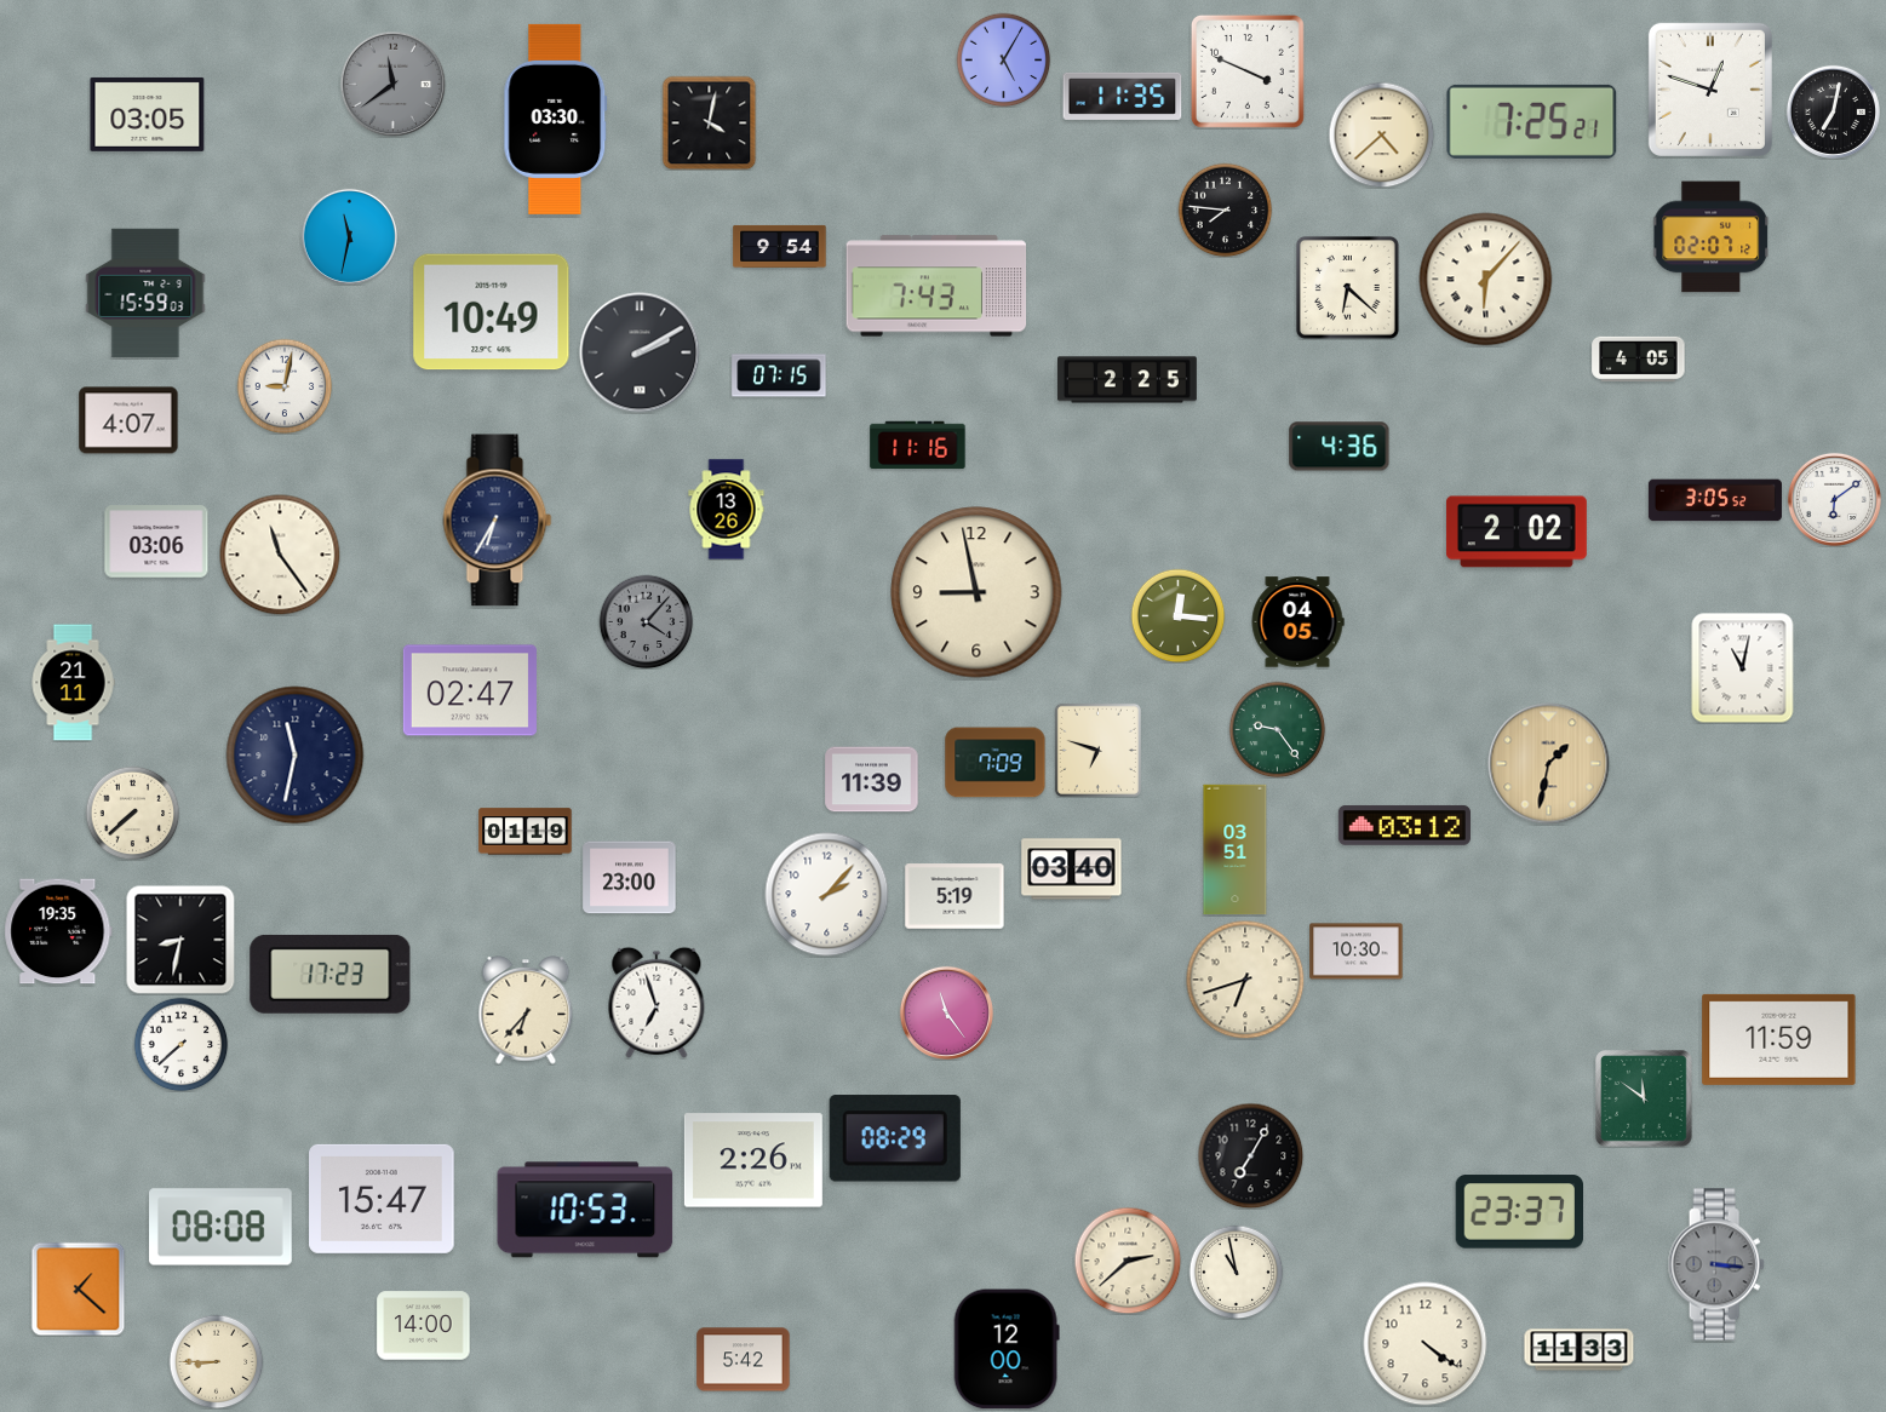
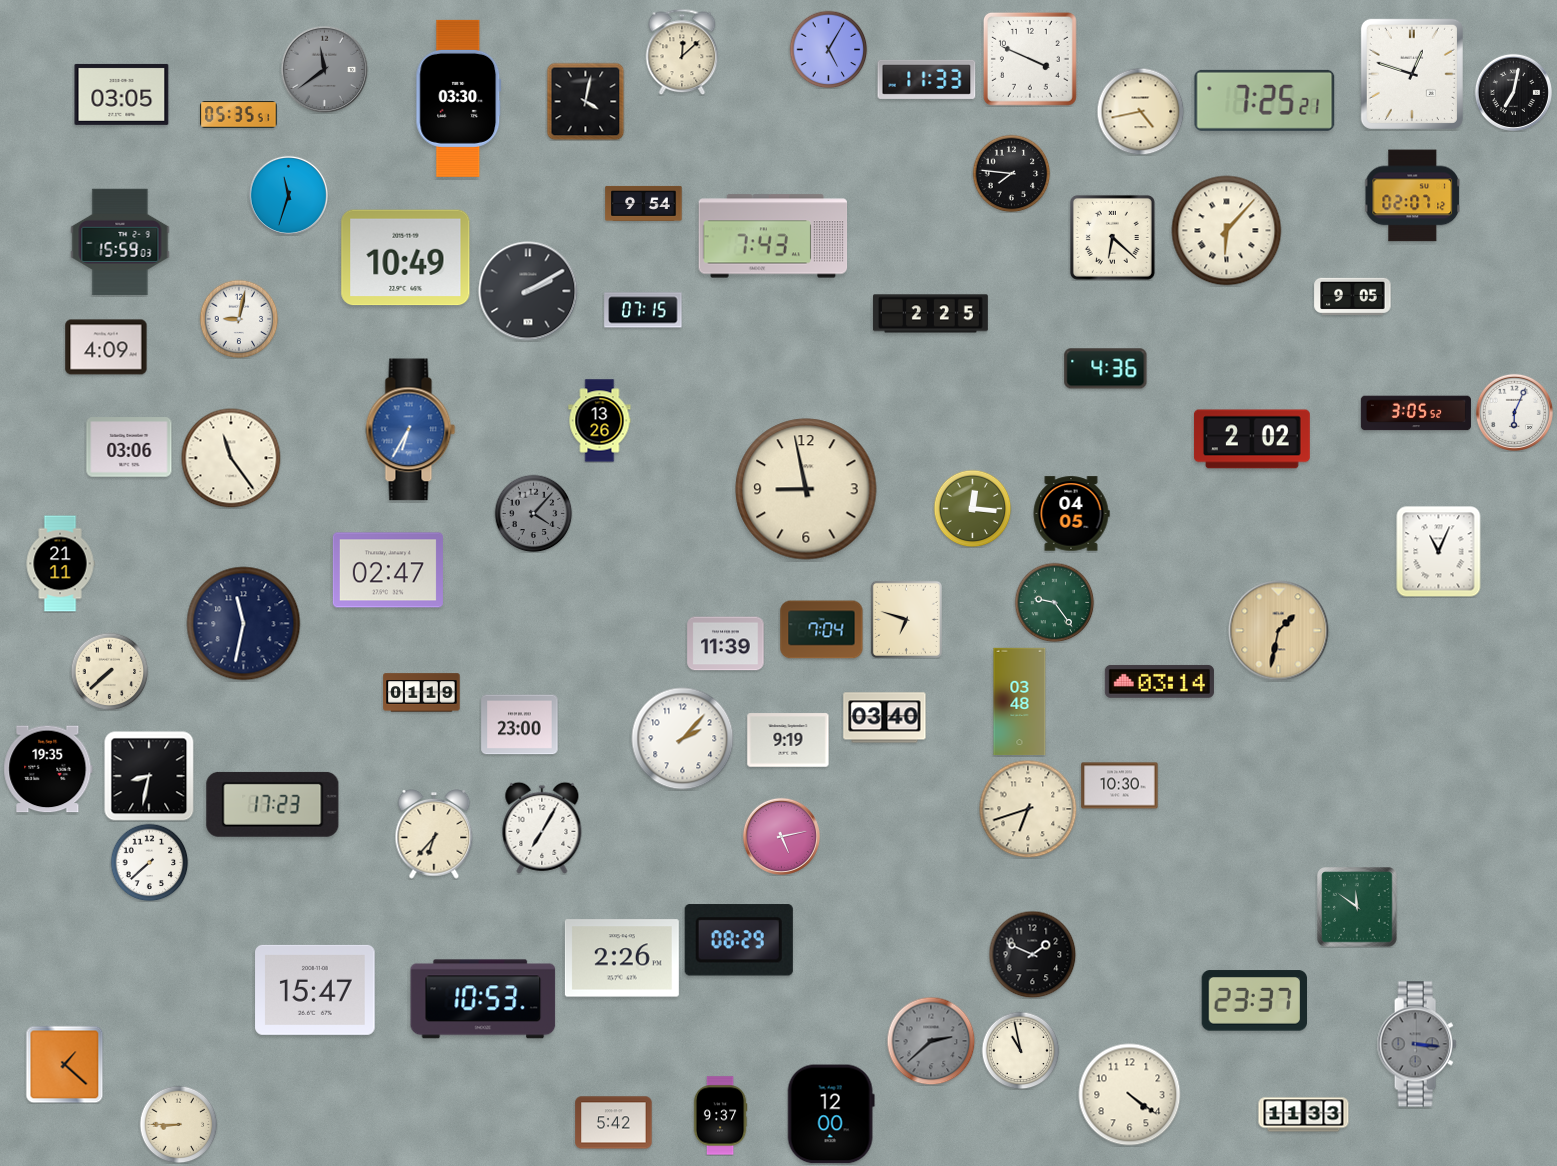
clock at (682, 52): none -> 12:08
clock at (1123, 96): 11:35 -> 11:33
clock at (1381, 134): 4:38 -> 4:43
clock at (239, 115): none -> 05:35
clock at (349, 236): 11:32 -> 11:33
clock at (1639, 358): 4:05 -> 9:05
clock at (285, 386) position: (285, 386) -> (239, 319)
clock at (128, 420): 4:07 -> 4:09
clock at (918, 446): 11:16 -> none
clock at (1834, 499): 6:09 -> 6:04
clock at (498, 521) dial: navy -> blue
clock at (1743, 668): 11:02 -> 11:04
clock at (996, 763): 7:09 -> 7:04
clock at (872, 780) position: (872, 780) -> (726, 644)
clock at (1404, 825): 03:12 -> 03:14
clock at (526, 832) position: (526, 832) -> (422, 693)
clock at (1236, 850): 03:51 -> 03:48
clock at (955, 896): 5:19 -> 9:19
clock at (657, 1003): 6:57 -> 7:05
clock at (946, 1012): 11:24 -> 5:13
clock at (1779, 1039): 11:59 -> none
clock at (1250, 1155): 7:05 -> 1:49
clock at (222, 1227): 08:08 -> none
clock at (1128, 1261) dial: cream -> grey
clock at (424, 1326): 14:00 -> none
clock at (1426, 1344) position: (1426, 1344) -> (1130, 1095)
clock at (720, 1116): none -> 9:37
